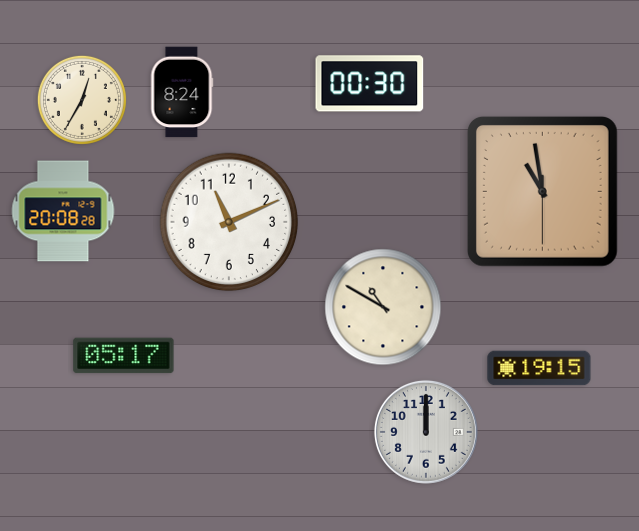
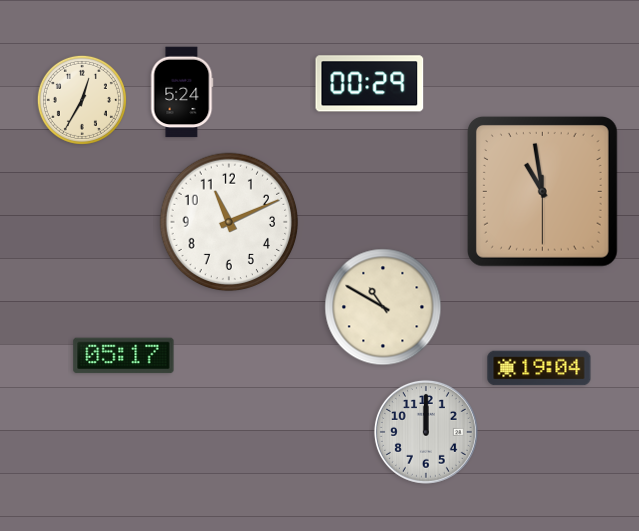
clock at (370, 84): 00:30 -> 00:29
clock at (182, 92): 8:24 -> 5:24
clock at (63, 211): 20:08 -> none
clock at (539, 368): 19:15 -> 19:04
